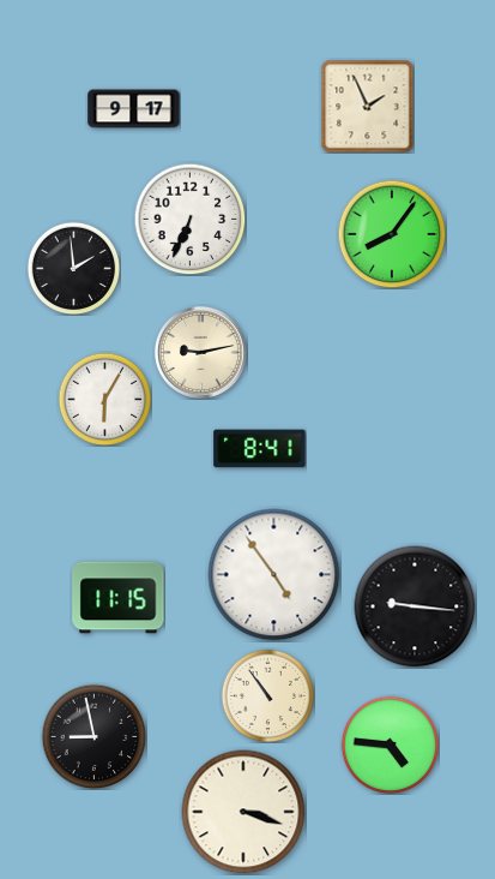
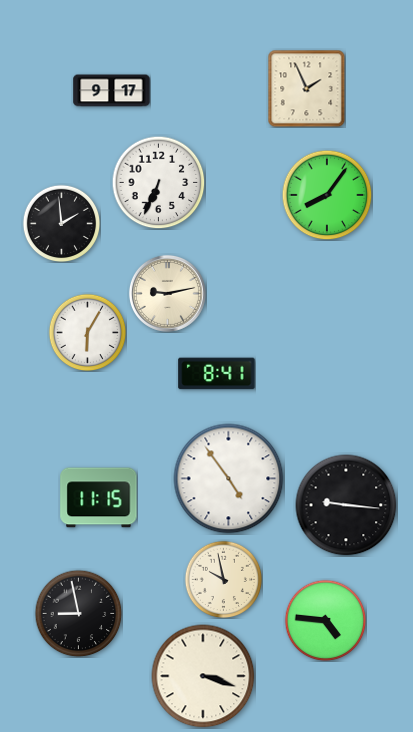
clock at (267, 695): 10:54 -> 9:58
